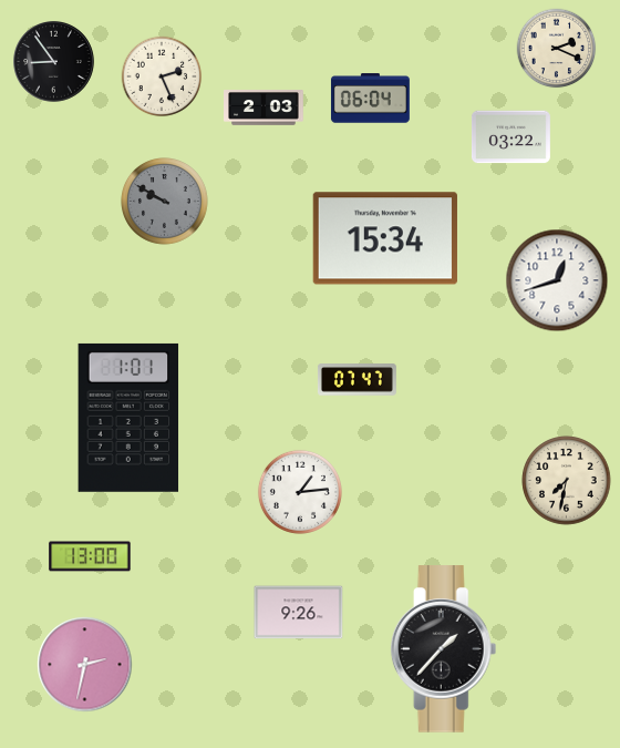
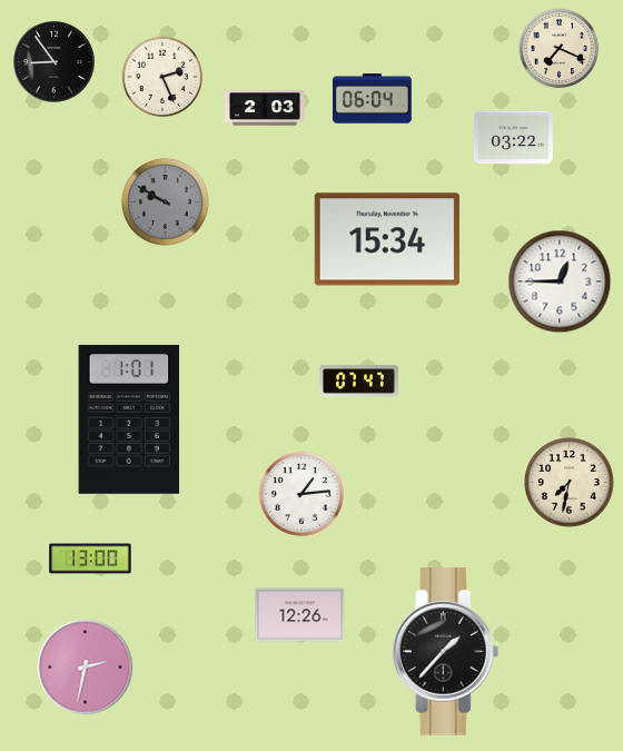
clock at (557, 49): 2:19 -> 7:19
clock at (557, 280): 12:42 -> 12:45
clock at (299, 613): 9:26 -> 12:26
